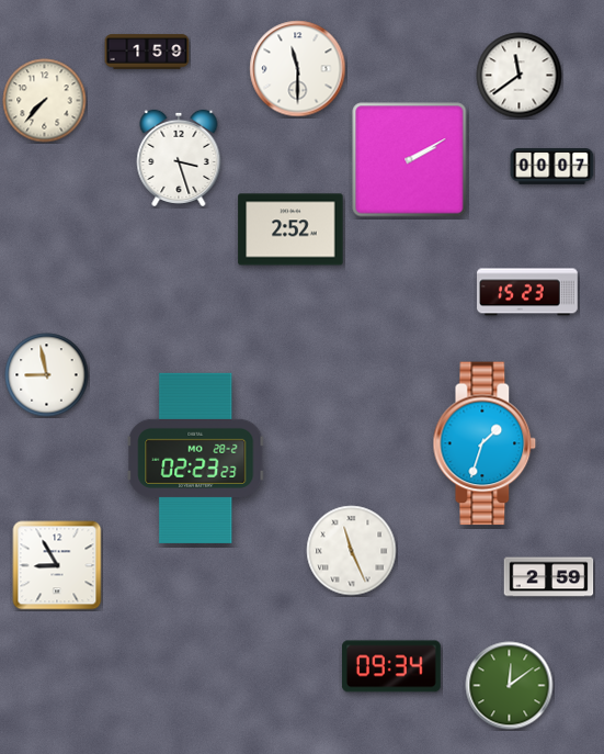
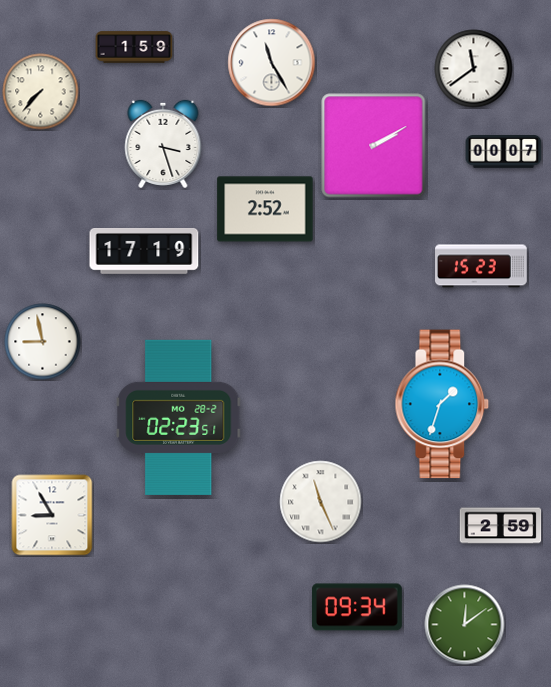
clock at (298, 69): 11:30 -> 11:25
clock at (144, 252): none -> 17:19
clock at (196, 458): 02:23:23 -> 02:23:51
